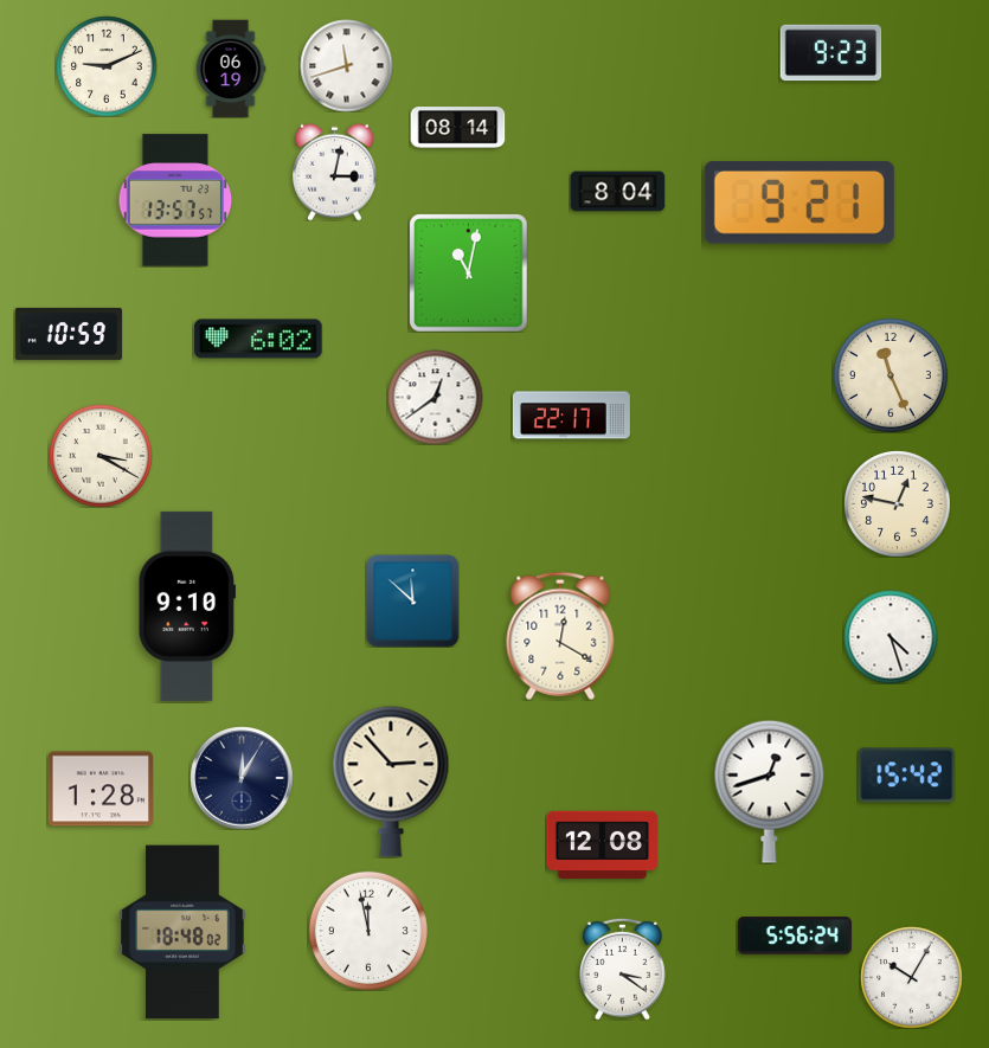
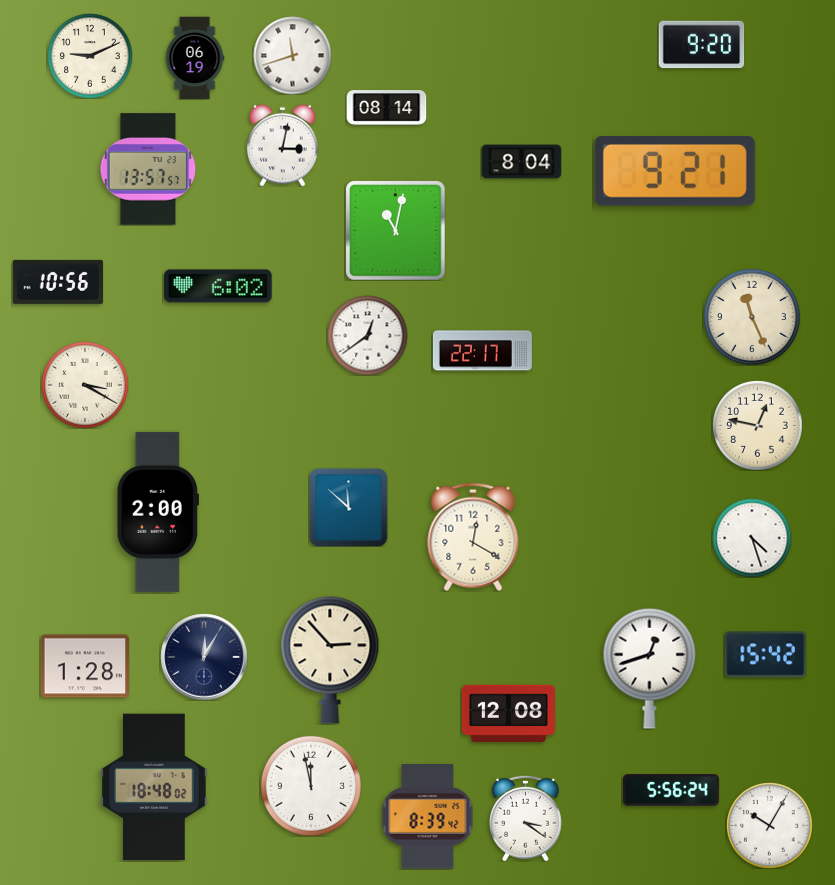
clock at (830, 53): 9:23 -> 9:20
clock at (68, 334): 10:59 -> 10:56
clock at (187, 606): 9:10 -> 2:00
clock at (428, 817): none -> 8:39
